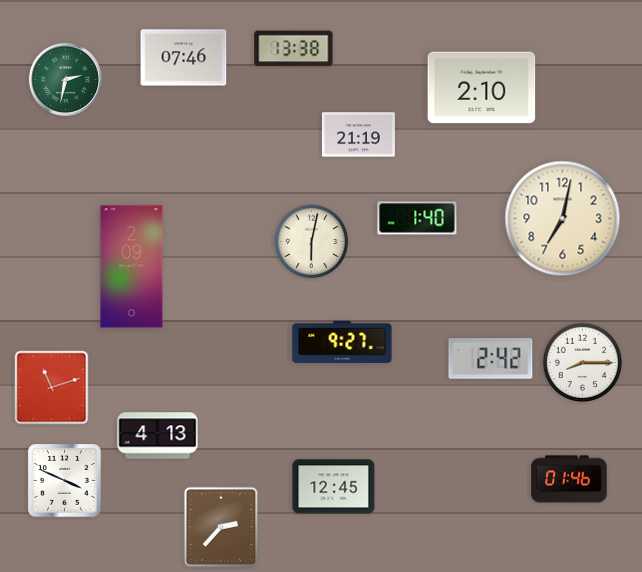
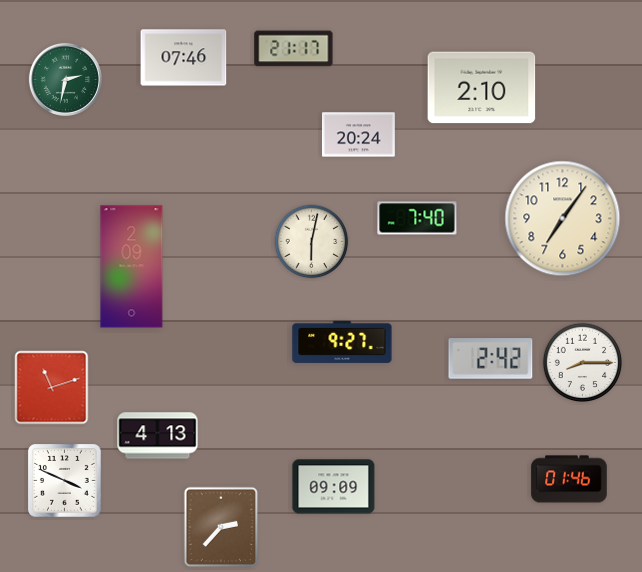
clock at (294, 49): 13:38 -> 21:17
clock at (358, 135): 21:19 -> 20:24
clock at (417, 218): 1:40 -> 7:40
clock at (563, 219): 7:02 -> 7:06
clock at (334, 487): 12:45 -> 09:09
